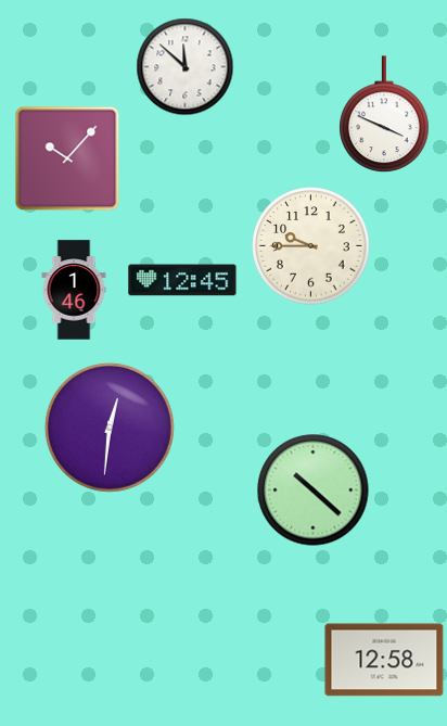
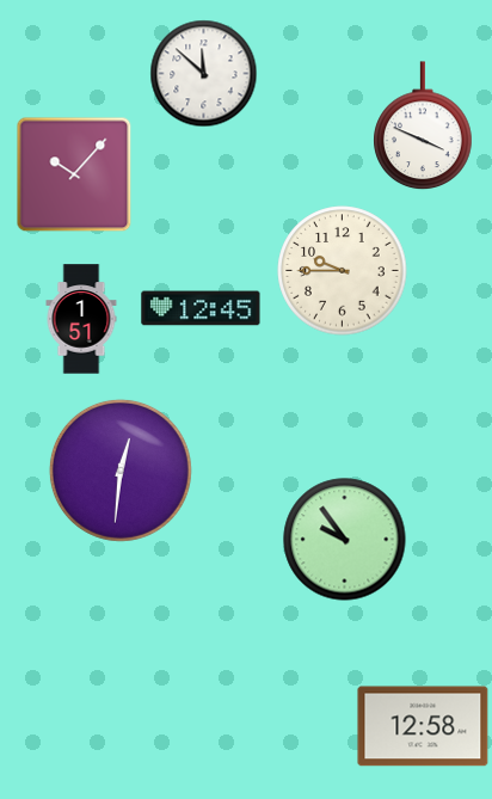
clock at (74, 290): 1:46 -> 1:51
clock at (314, 491): 10:22 -> 9:54
